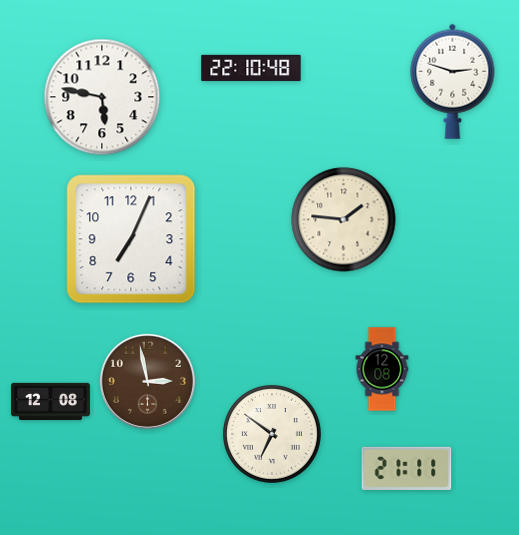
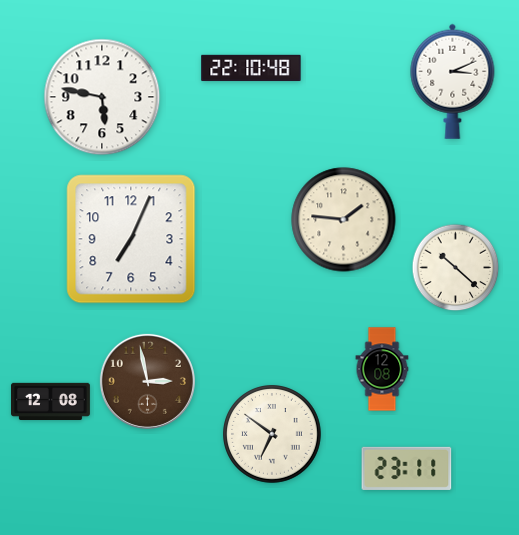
clock at (453, 81): 2:48 -> 3:11
clock at (456, 268): none -> 10:22
clock at (407, 468): 21:11 -> 23:11
